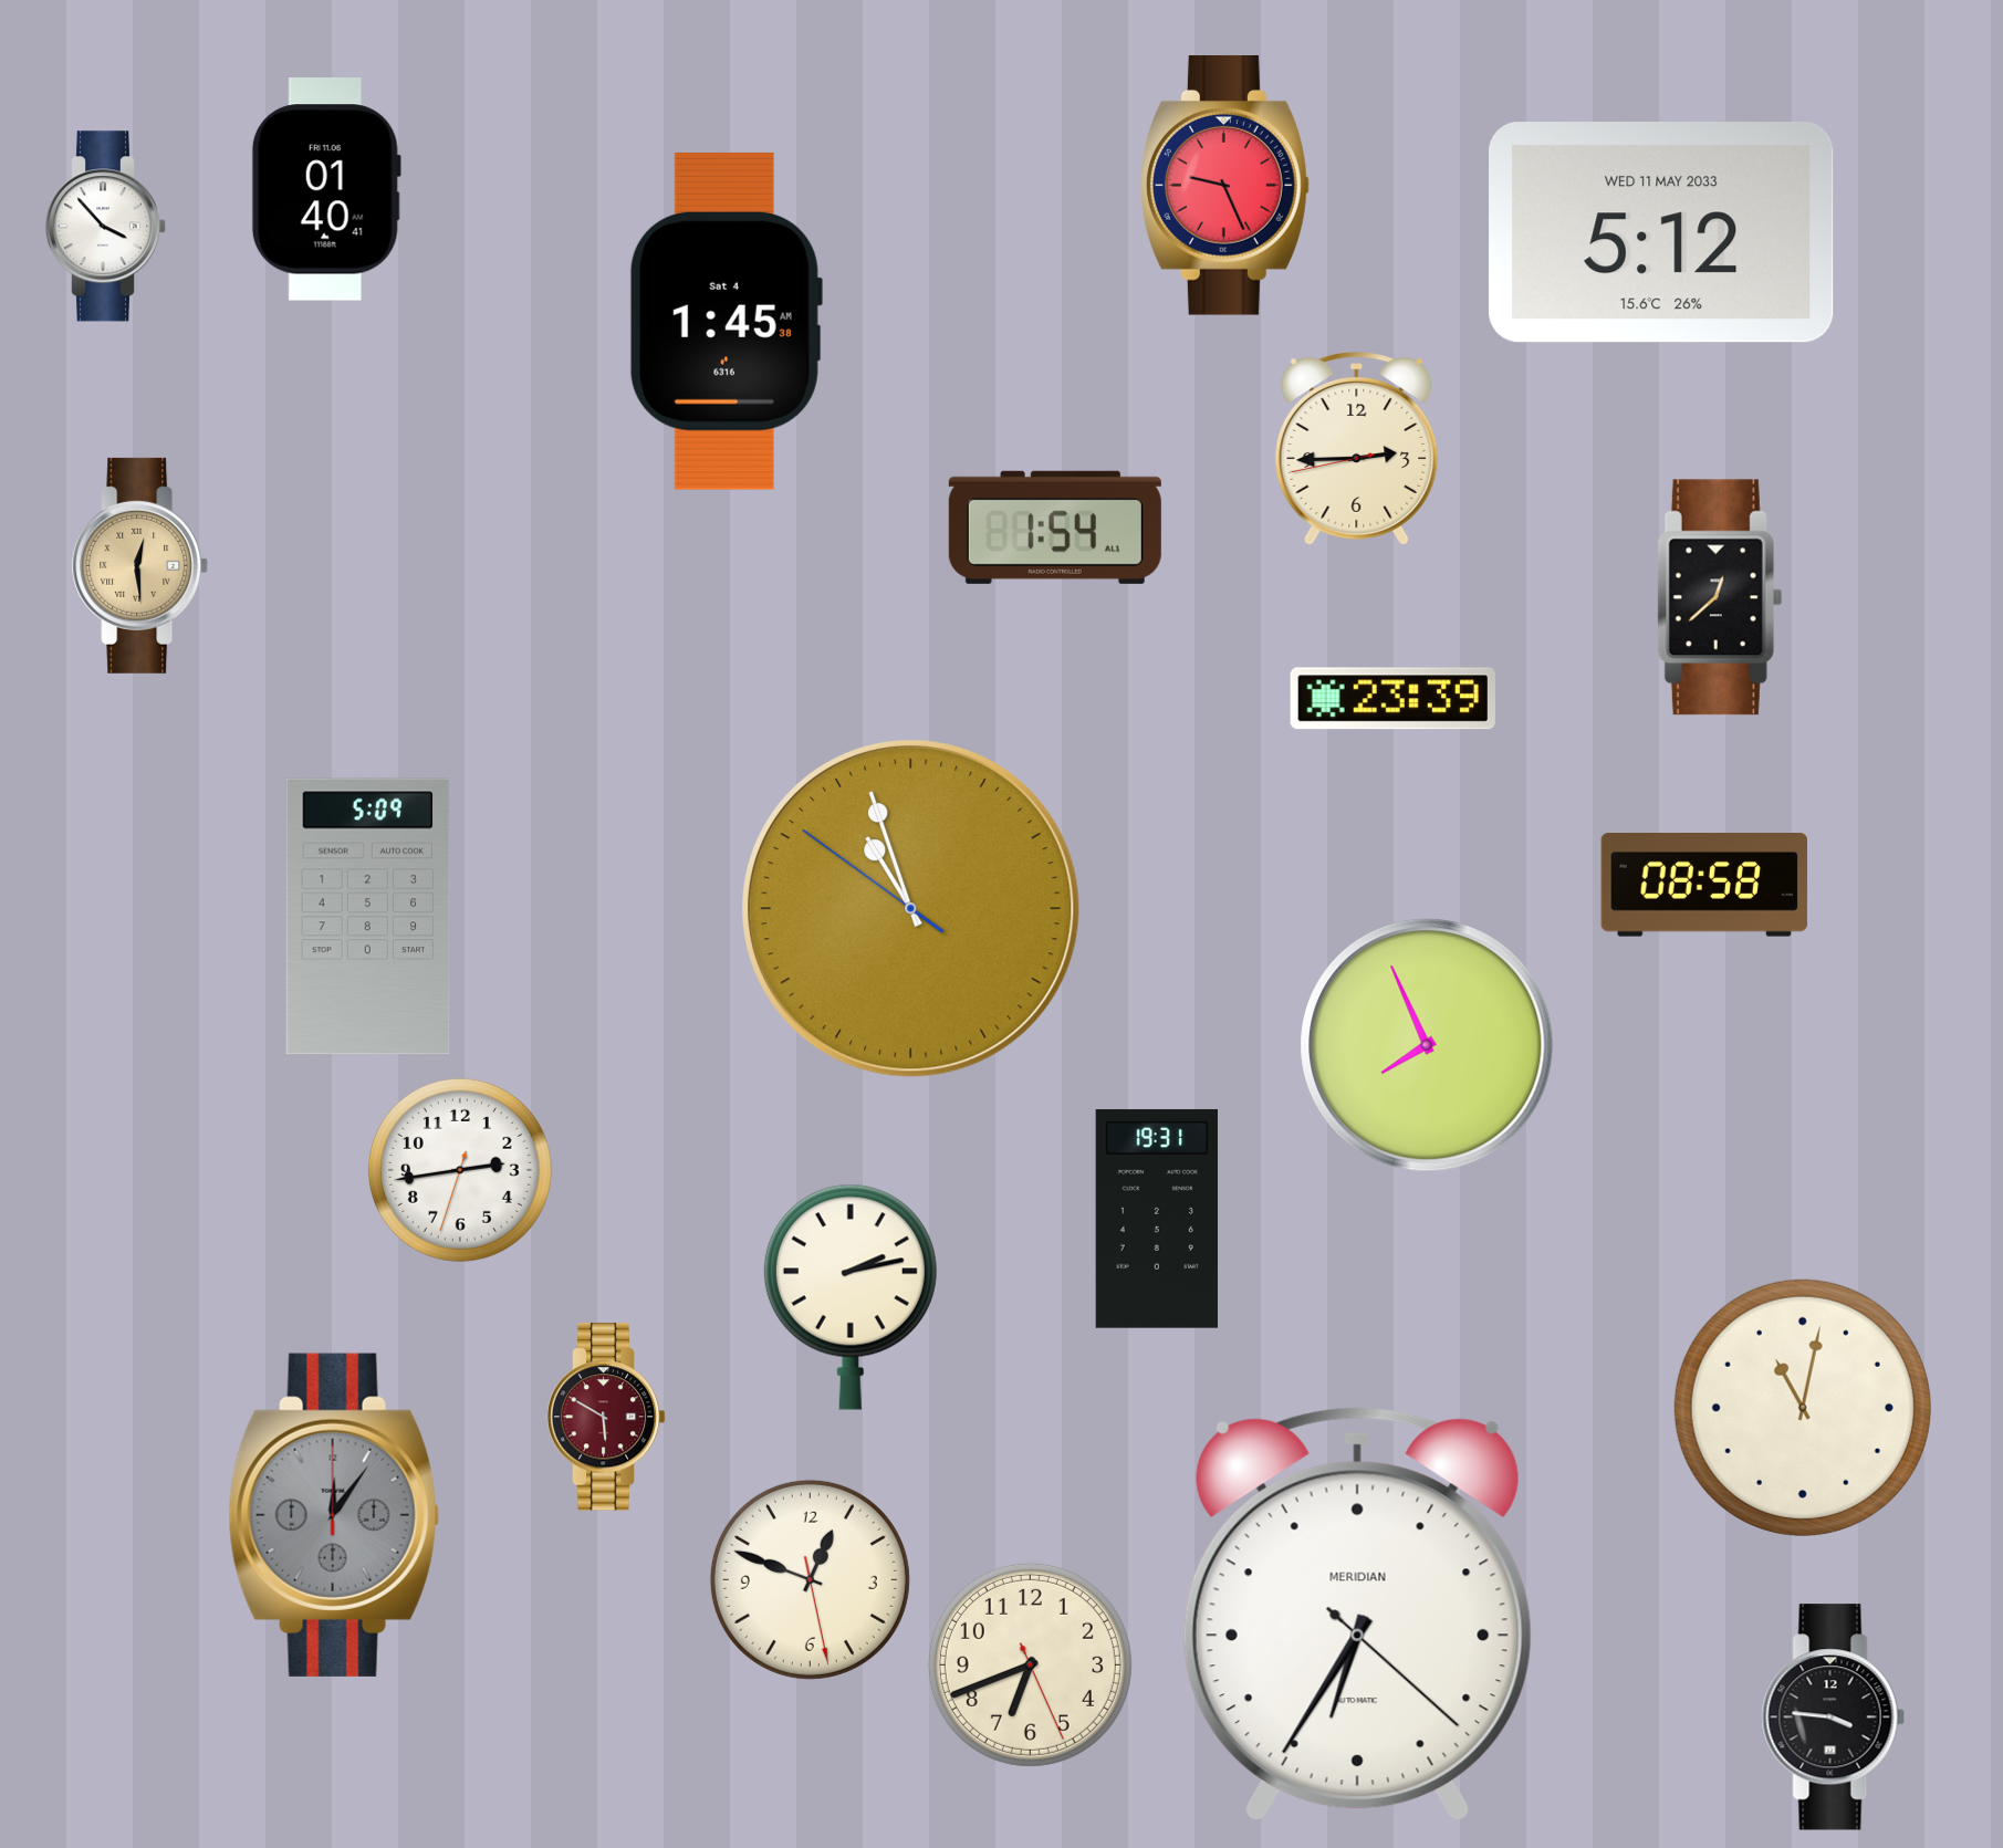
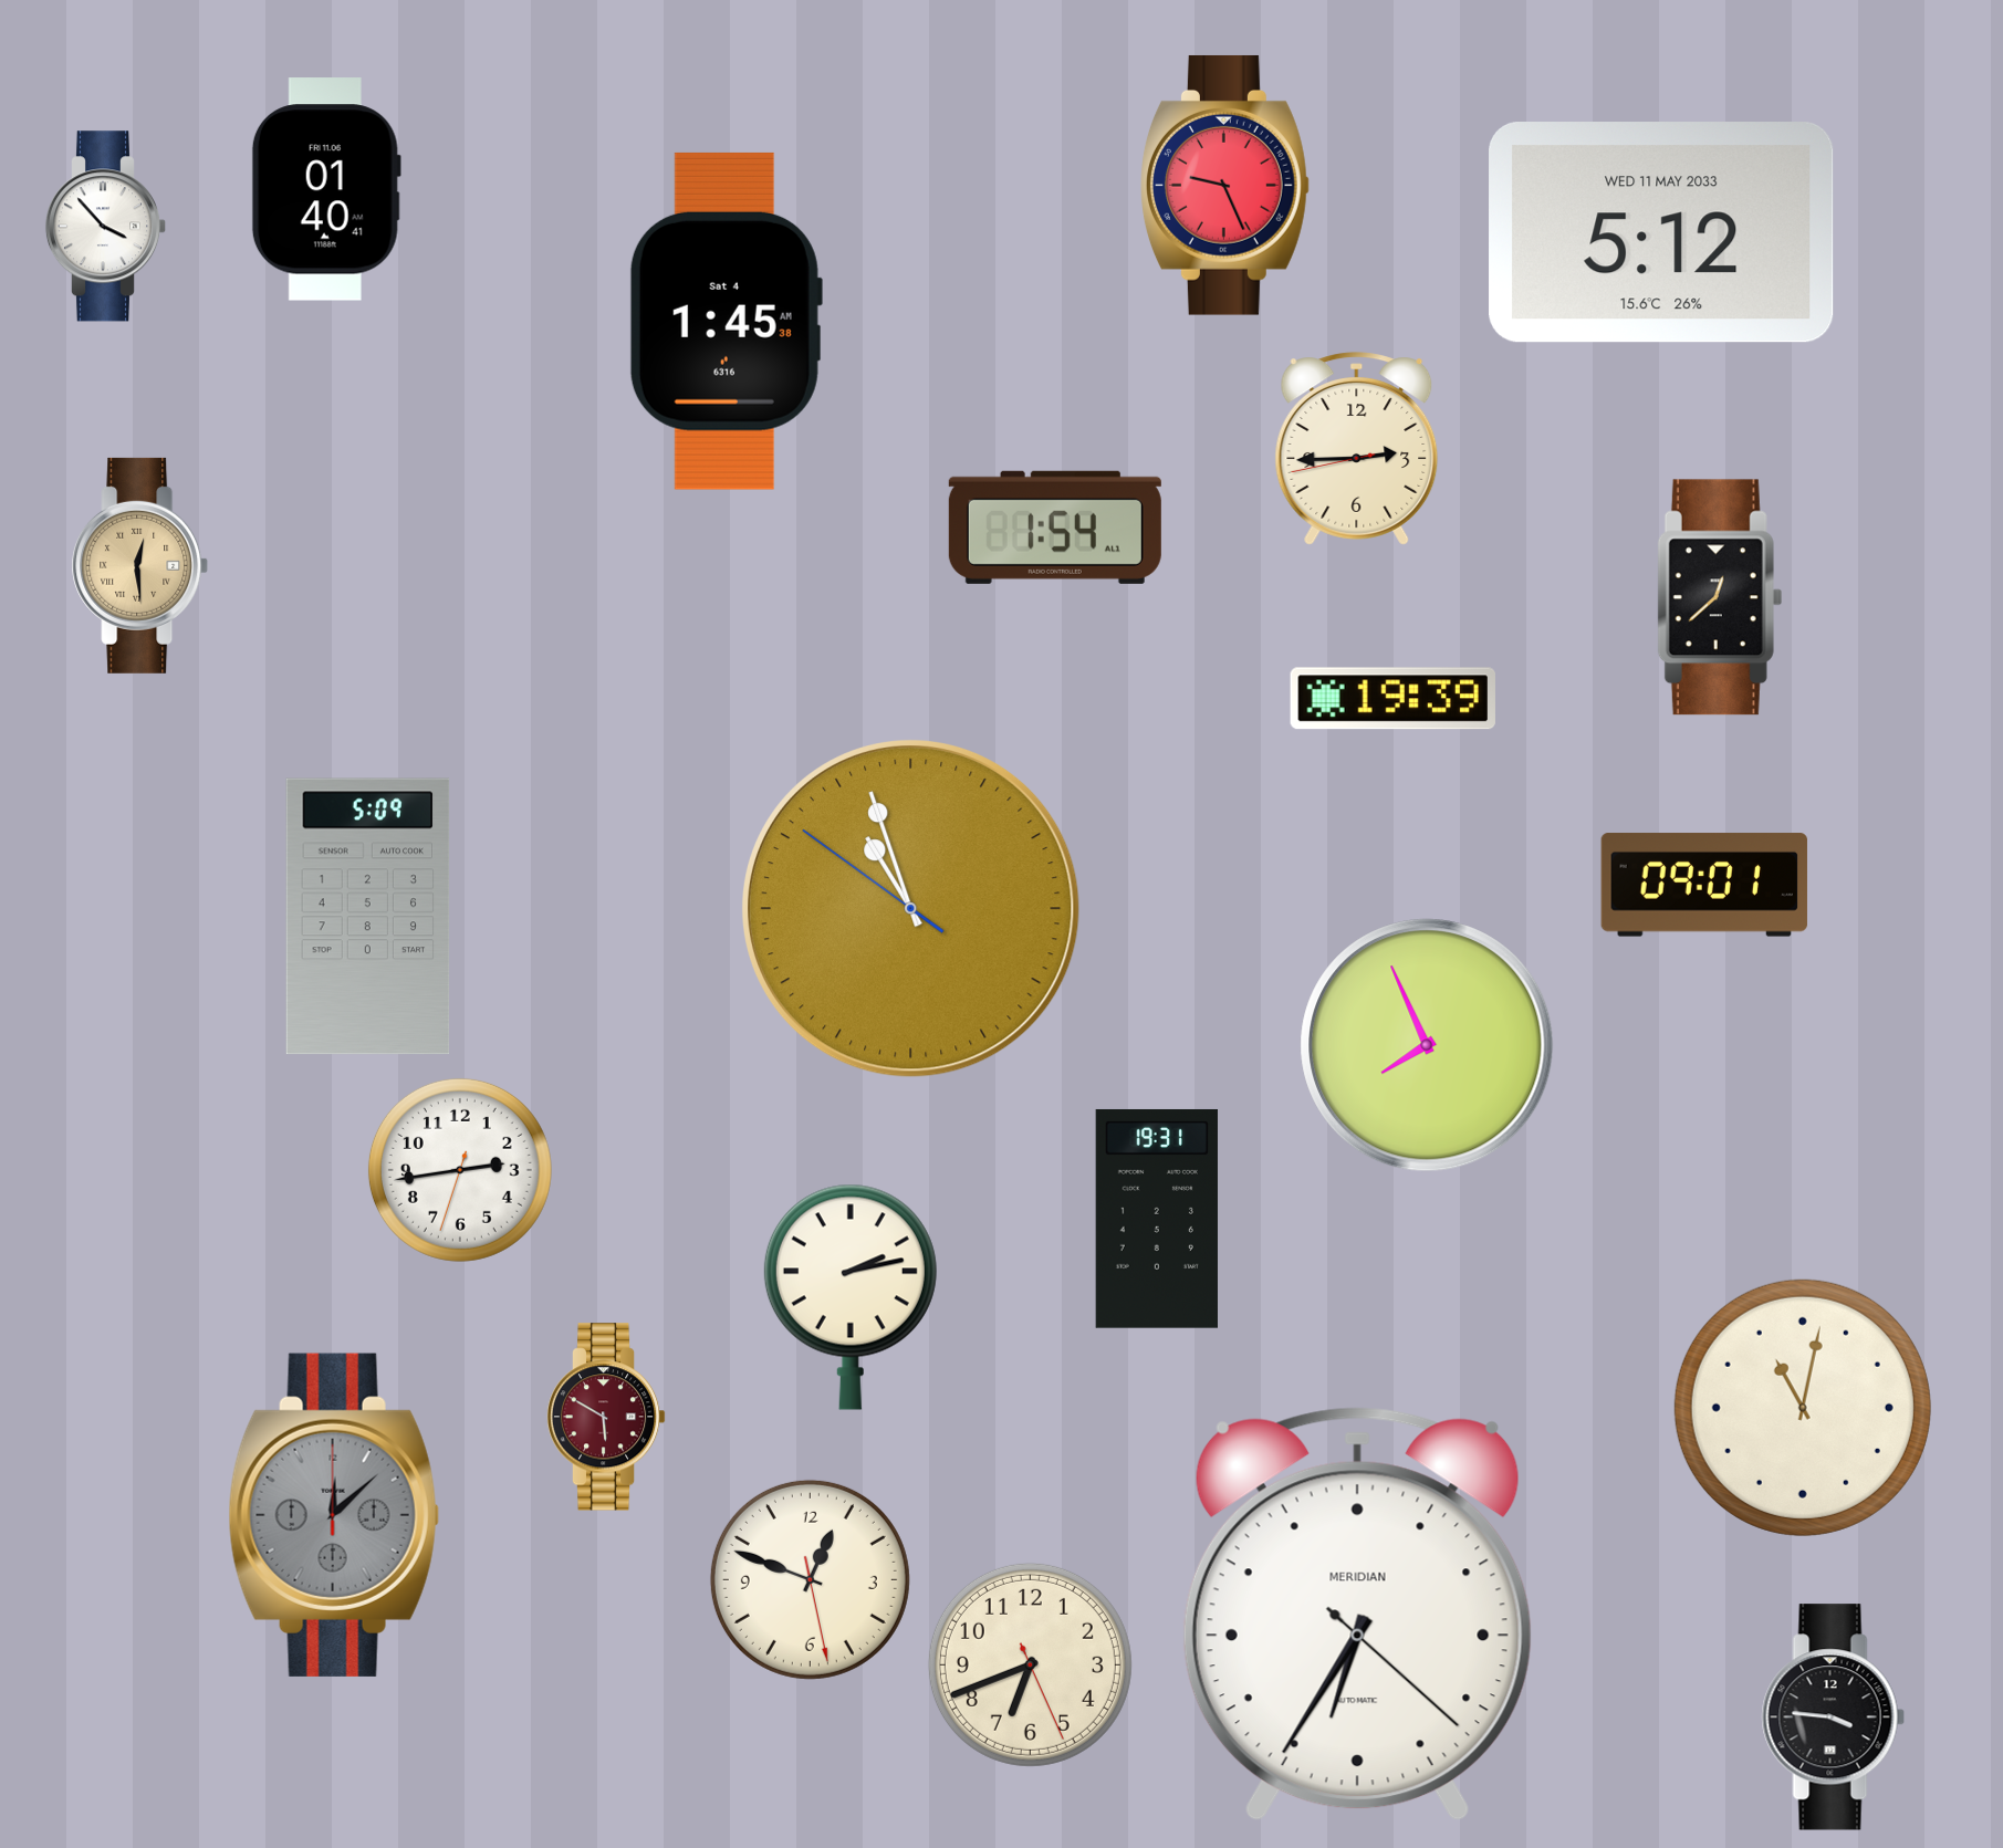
clock at (1392, 699): 23:39 -> 19:39
clock at (1704, 885): 08:58 -> 09:01
clock at (334, 1515): 12:06 -> 12:08
